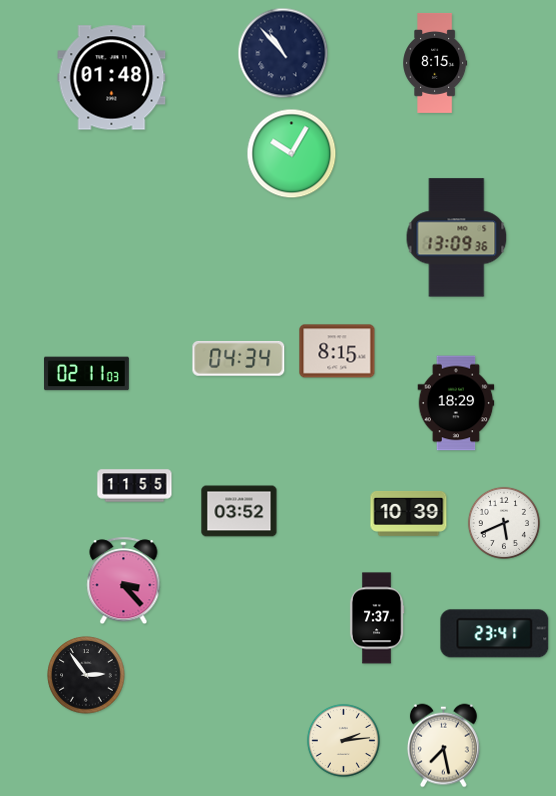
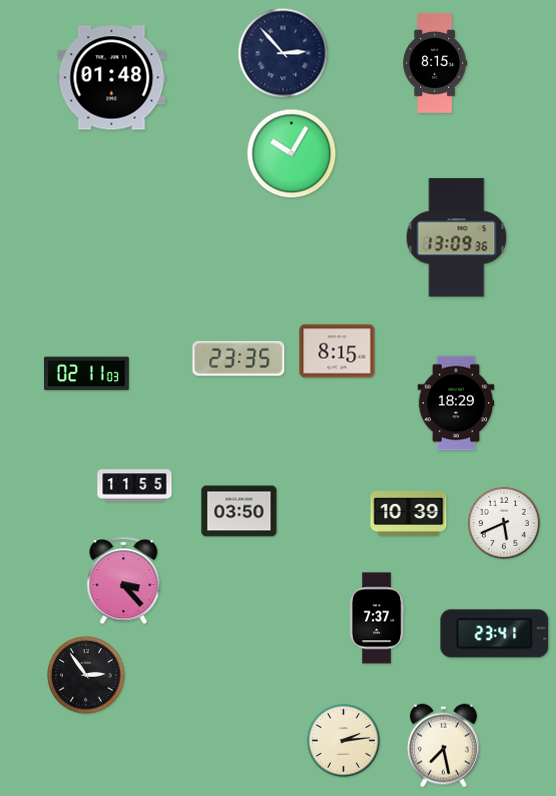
clock at (283, 53): 10:53 -> 2:53
clock at (239, 358): 04:34 -> 23:35
clock at (239, 511): 03:52 -> 03:50
